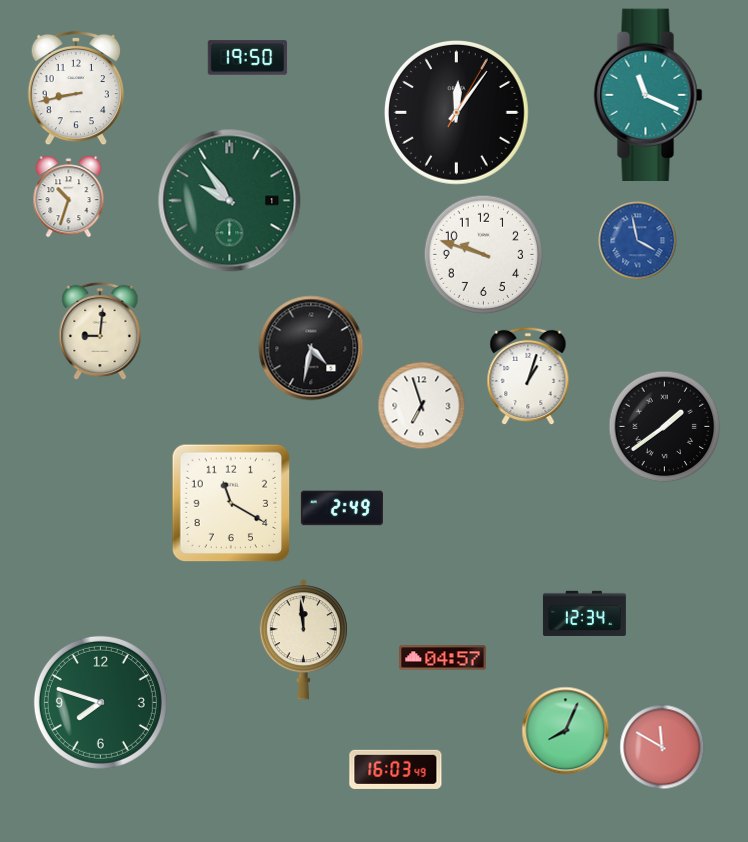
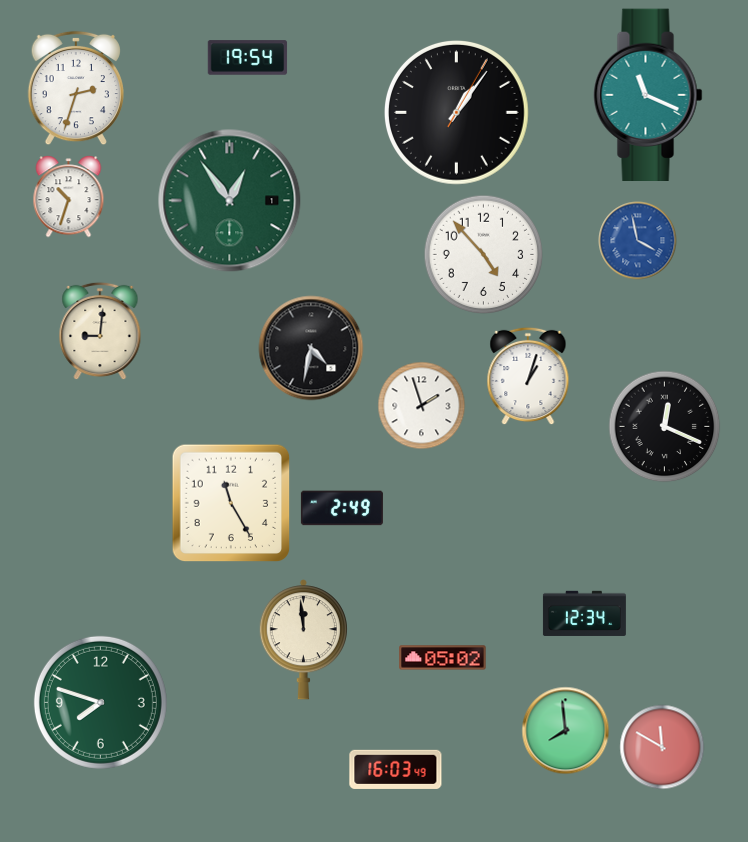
clock at (248, 58): 19:50 -> 19:54
clock at (75, 88): 8:43 -> 2:33
clock at (457, 113): 12:06 -> 1:06
clock at (230, 201): 9:54 -> 12:54
clock at (484, 255): 9:48 -> 4:53
clock at (422, 406): 6:57 -> 1:57
clock at (665, 427): 1:39 -> 12:19
clock at (231, 503): 11:20 -> 11:25
clock at (443, 658): 04:57 -> 05:02
clock at (566, 731): 8:04 -> 7:59
